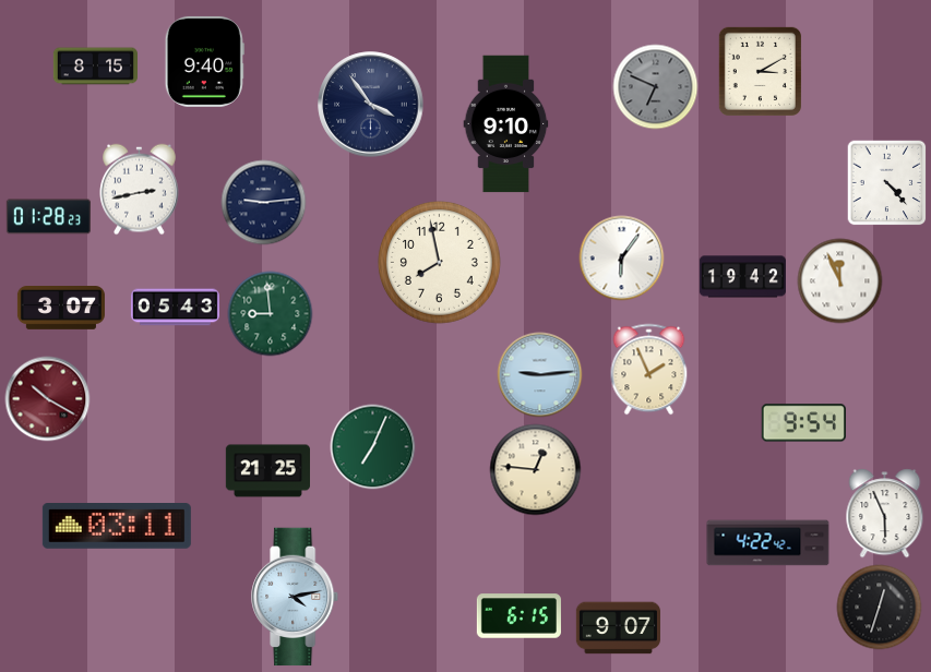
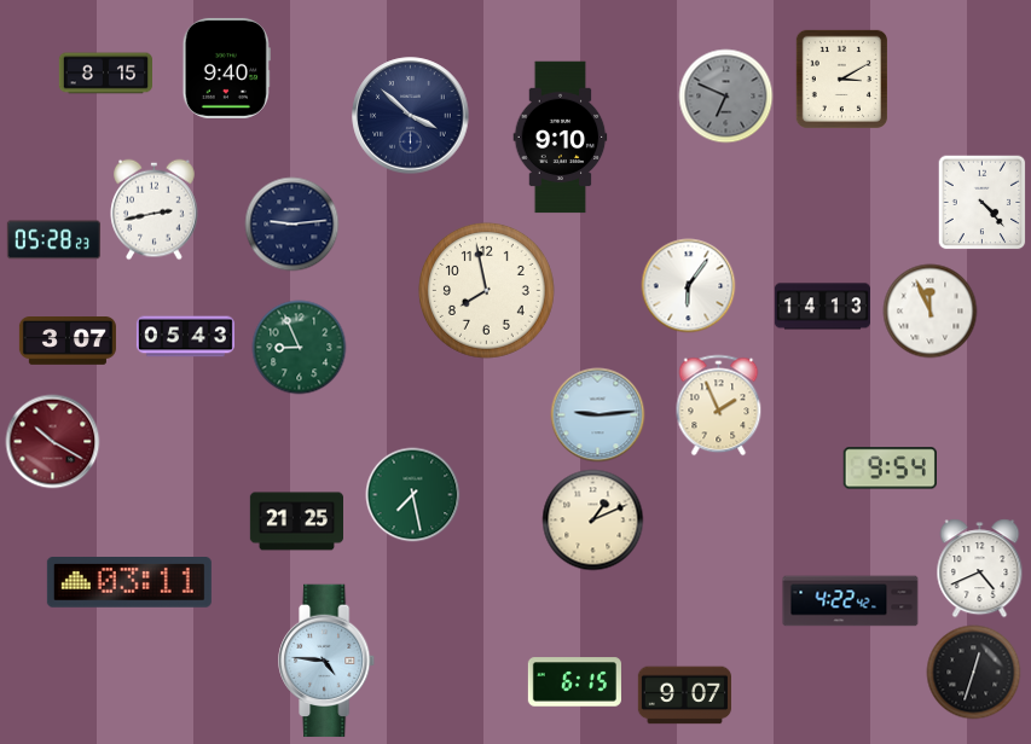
clock at (371, 105): 3:54 -> 3:52
clock at (48, 217): 01:28 -> 05:28
clock at (742, 277): 19:42 -> 14:13
clock at (175, 308) position: (175, 308) -> (185, 337)
clock at (270, 313): 8:59 -> 8:56
clock at (649, 369) position: (649, 369) -> (719, 405)
clock at (372, 446): 7:04 -> 7:28
clock at (535, 469): 12:46 -> 1:11
clock at (885, 513): 5:56 -> 4:41
clock at (296, 597): 4:13 -> 4:46
